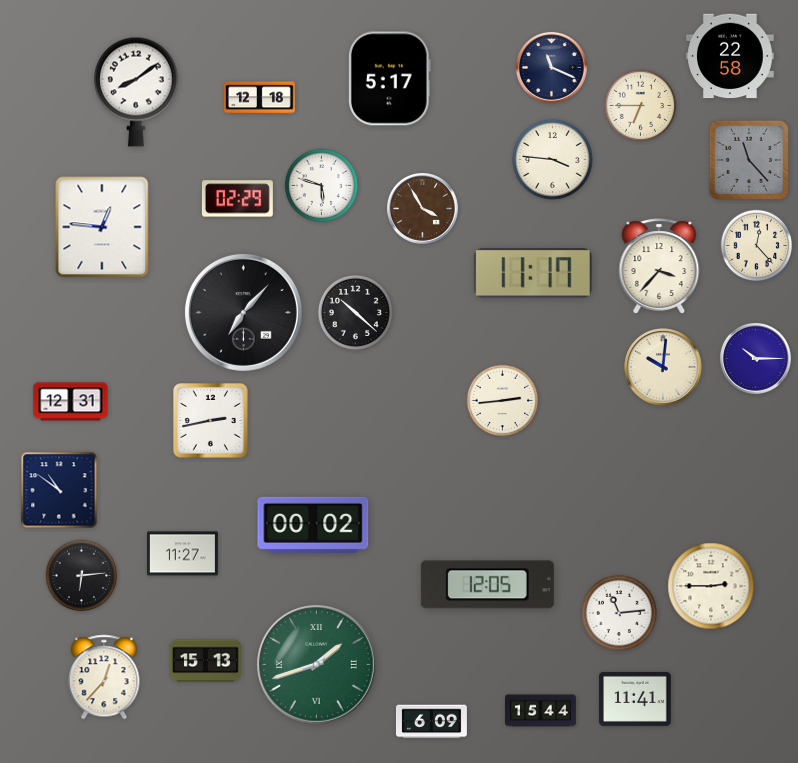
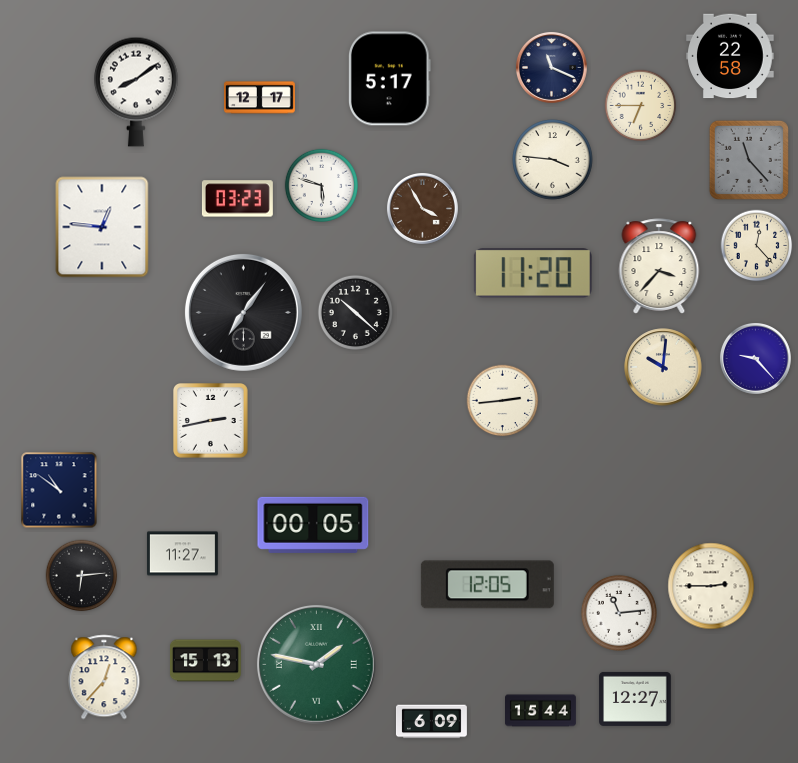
clock at (259, 98): 12:18 -> 12:17
clock at (237, 199): 02:29 -> 03:23
clock at (533, 273): 11:17 -> 11:20
clock at (243, 312): 7:07 -> 7:06
clock at (755, 358): 10:15 -> 9:23
clock at (71, 402): 12:31 -> none
clock at (313, 525): 00:02 -> 00:05
clock at (316, 664): 1:42 -> 1:47
clock at (635, 699): 11:41 -> 12:27
